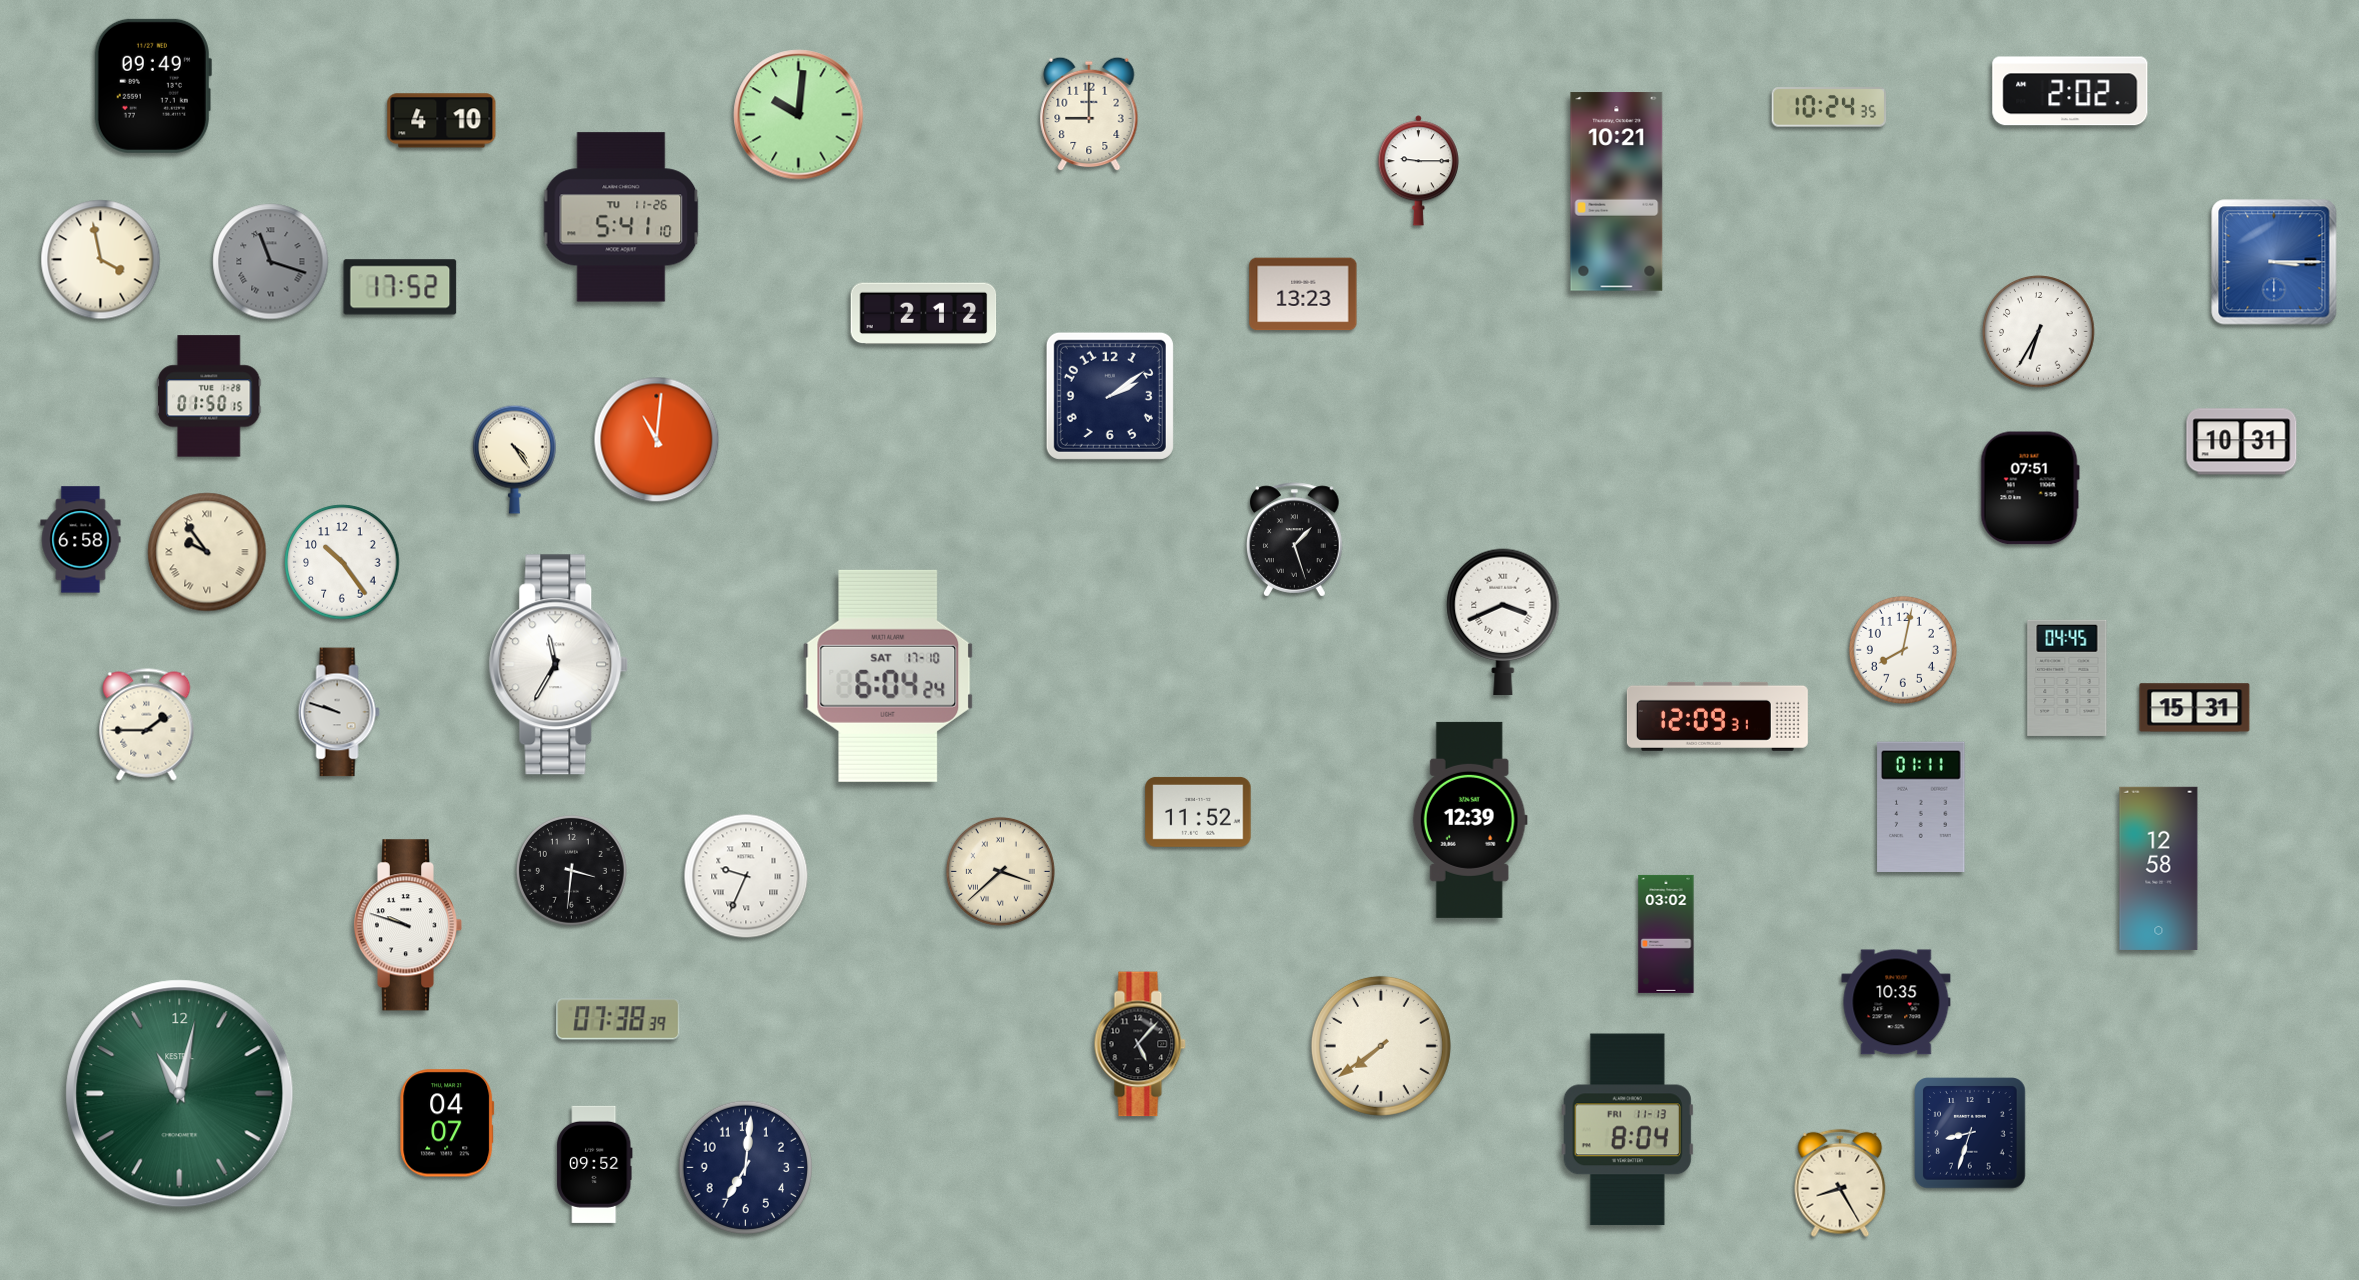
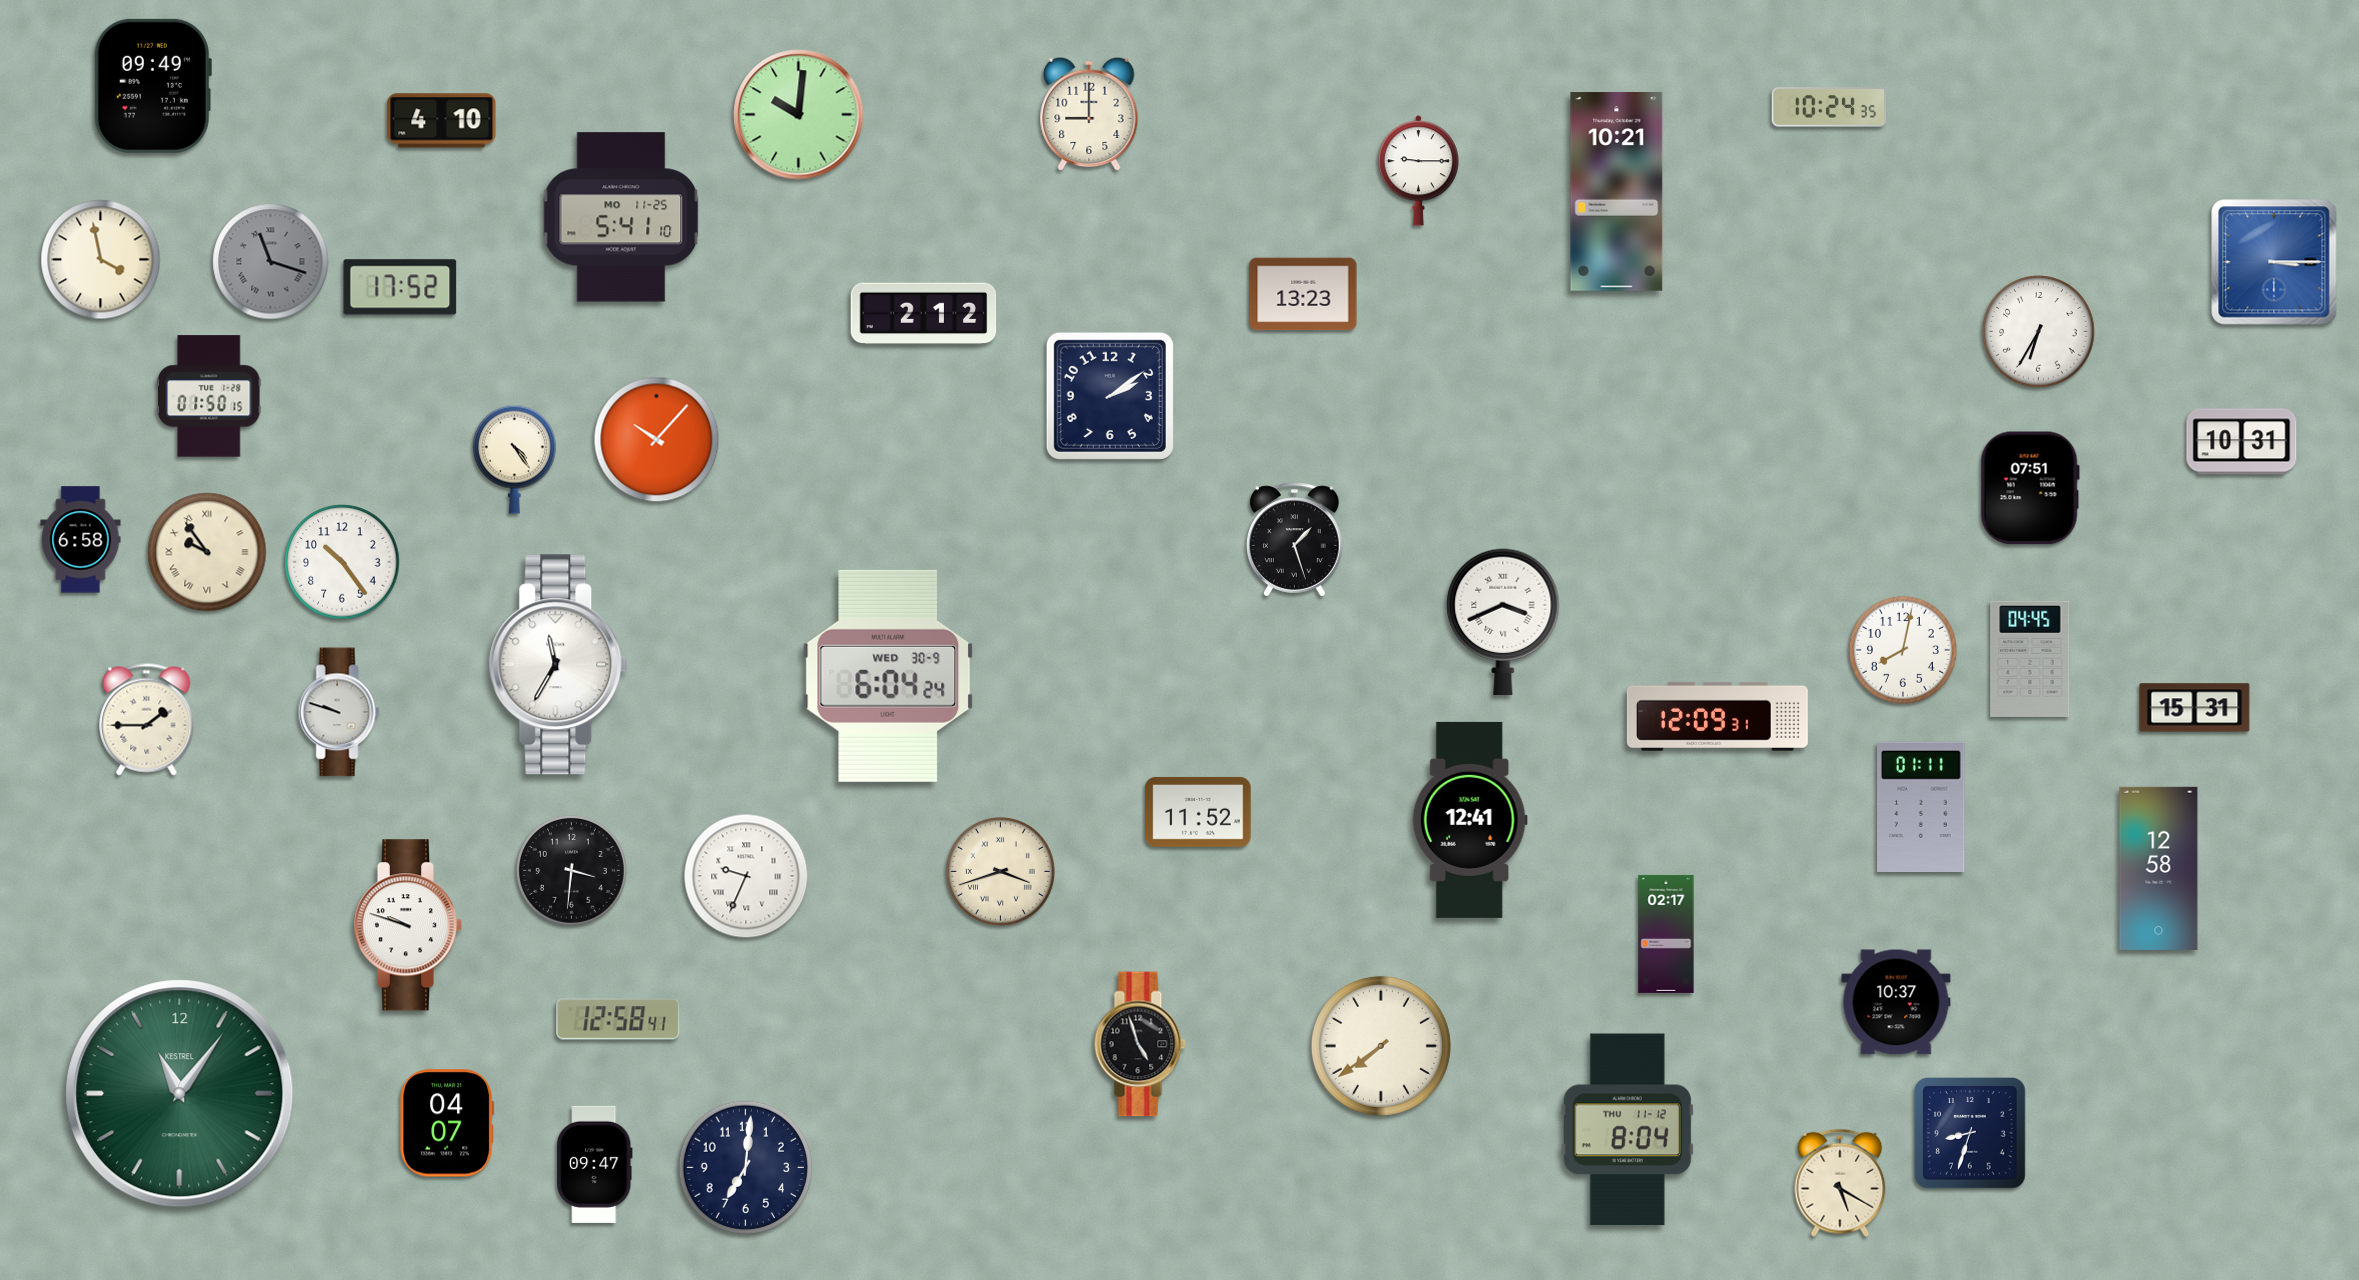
clock at (2070, 91): 2:02 -> none
clock at (621, 217) date: TU 11-26 -> MO 11-25
clock at (657, 440): 11:01 -> 10:07
clock at (888, 676) date: SAT 17-10 -> WED 30-9
clock at (2067, 678) position: (2067, 678) -> (2030, 659)
clock at (147, 725) position: (147, 725) -> (147, 720)
clock at (1470, 820): 12:39 -> 12:41
clock at (1000, 871): 3:38 -> 3:42
clock at (1666, 934): 03:02 -> 02:17
clock at (1896, 1002): 10:35 -> 10:37
clock at (618, 1019): 07:38 -> 12:58
clock at (1140, 1044): 5:07 -> 4:57
clock at (180, 1094): 11:02 -> 11:06
clock at (1627, 1130) date: FRI 11-13 -> THU 11-12
clock at (595, 1164): 09:52 -> 09:47
clock at (1840, 1183): 8:25 -> 5:20
